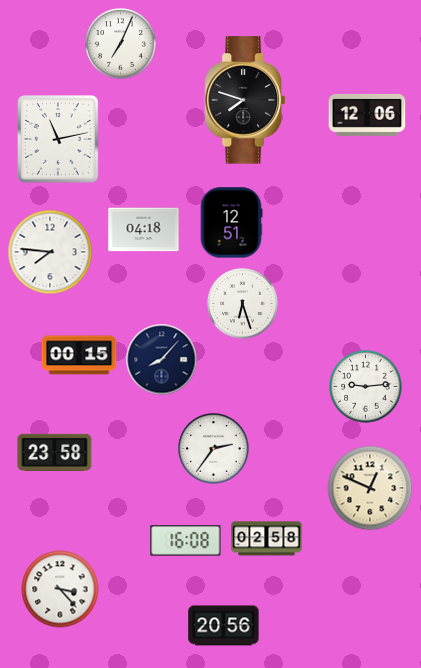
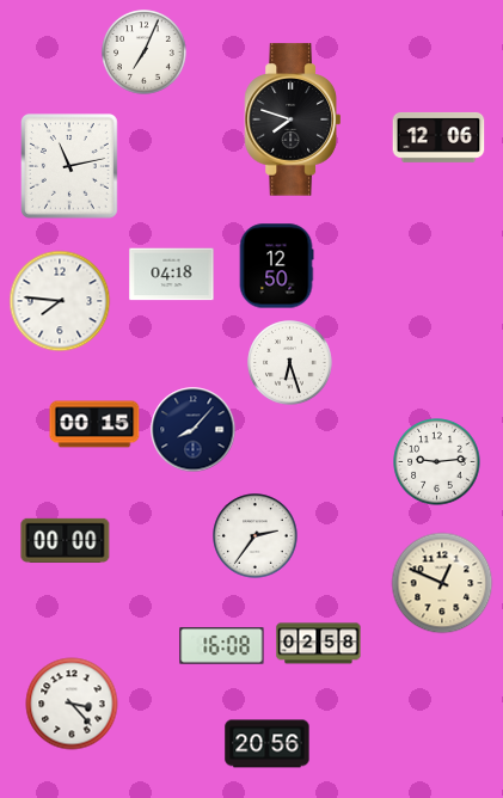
clock at (231, 223): 12:51 -> 12:50
clock at (55, 452): 23:58 -> 00:00
clock at (224, 626) position: (224, 626) -> (268, 744)
